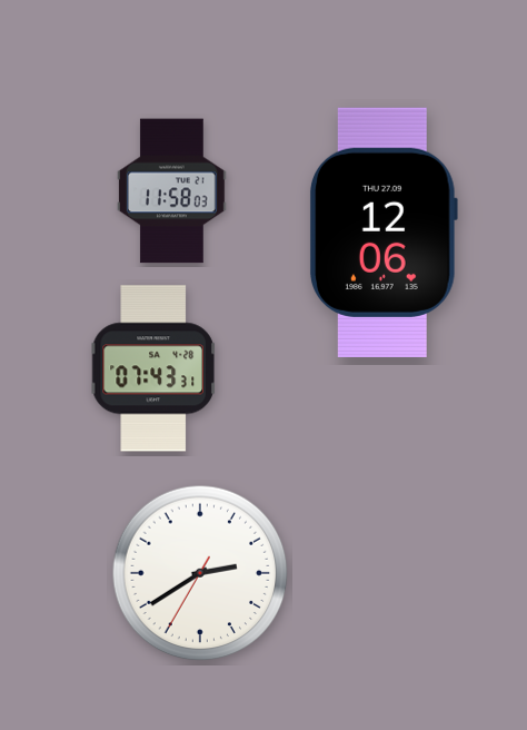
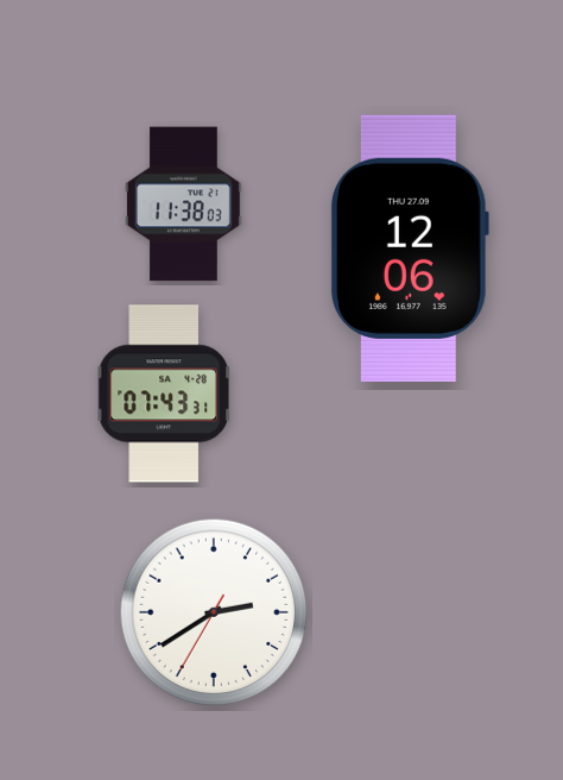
clock at (172, 191): 11:58 -> 11:38
